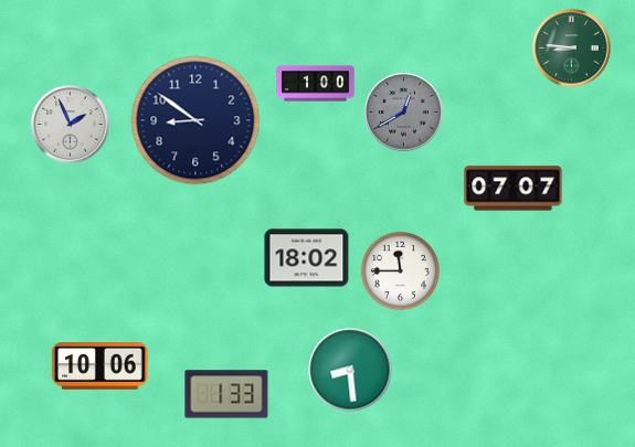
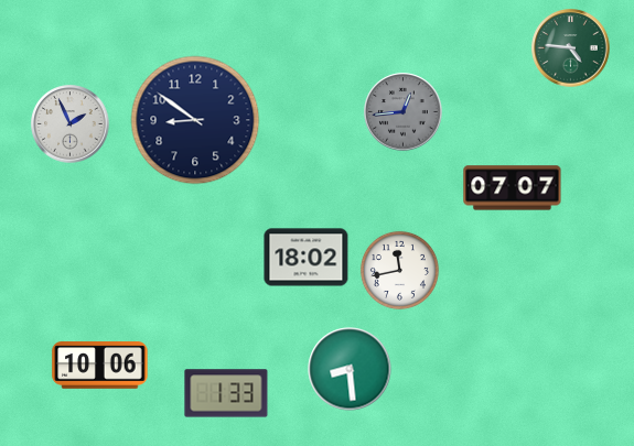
clock at (572, 49): 8:46 -> 4:46
clock at (316, 84): 1:00 -> none
clock at (404, 113): 12:40 -> 12:44
clock at (400, 270): 11:45 -> 11:43
